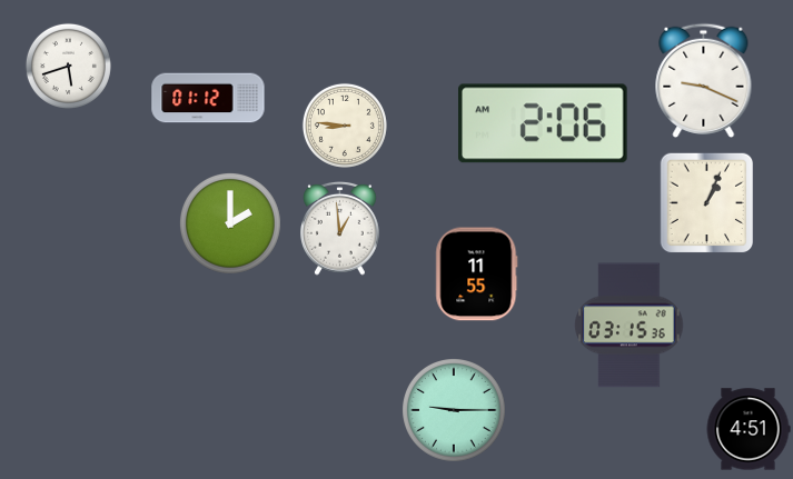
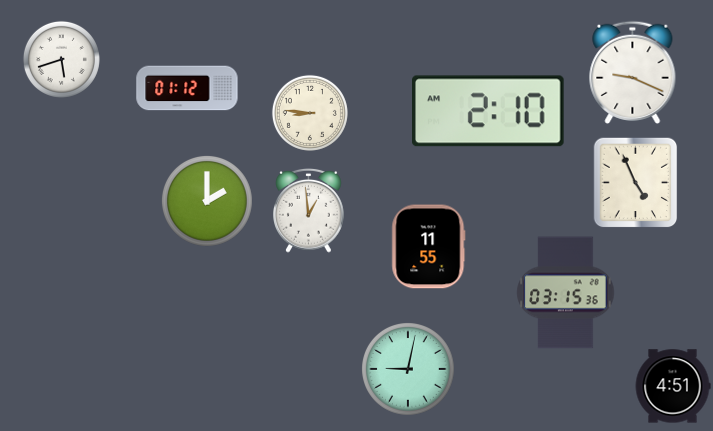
clock at (544, 123): 2:06 -> 2:10
clock at (707, 203): 1:04 -> 4:56
clock at (340, 228) position: (340, 228) -> (309, 210)
clock at (455, 411): 9:15 -> 9:02
